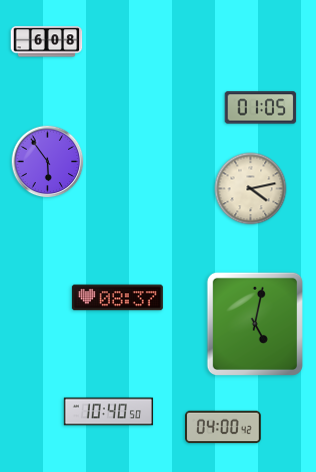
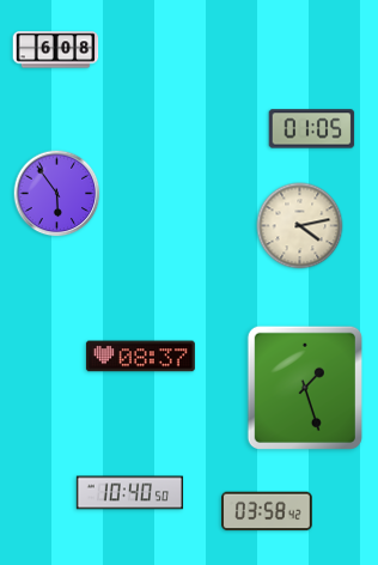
clock at (255, 324): 5:02 -> 1:27
clock at (224, 427): 04:00 -> 03:58
